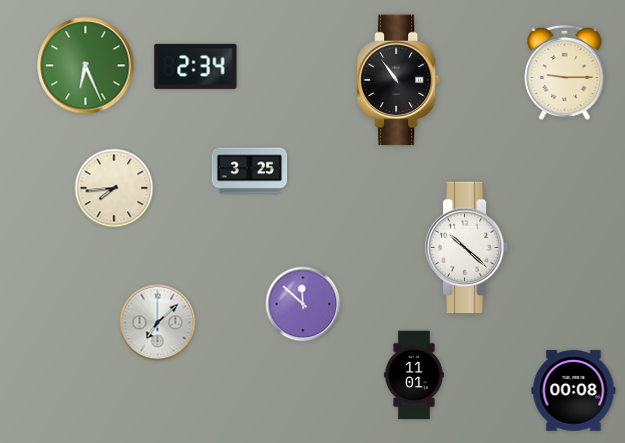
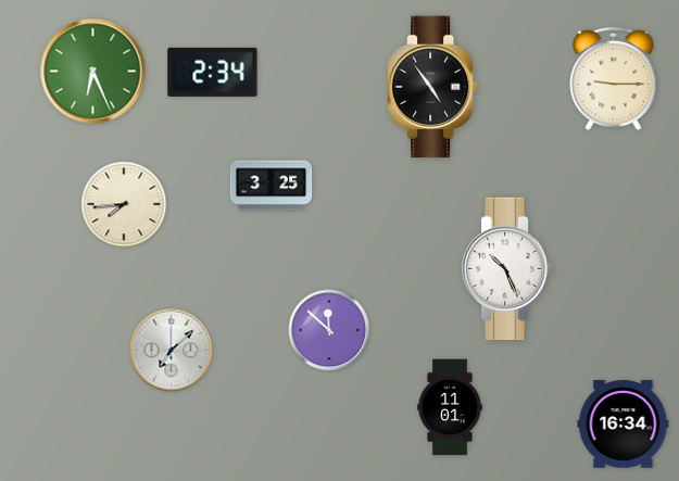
clock at (398, 80): 10:54 -> 4:54
clock at (467, 248): 10:22 -> 10:26
clock at (574, 391): 00:08 -> 16:34
